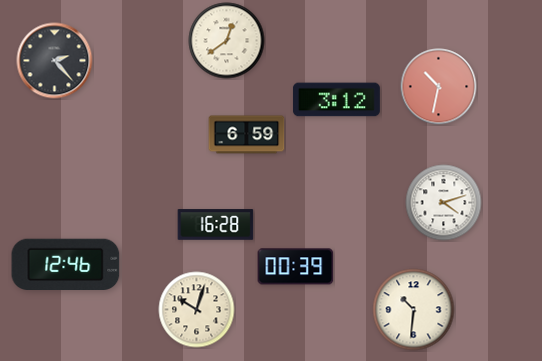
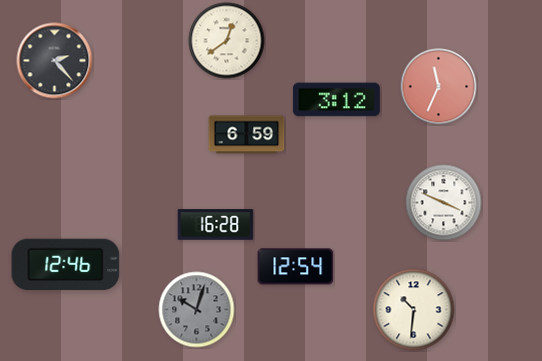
clock at (439, 87): 10:32 -> 11:34
clock at (444, 203): 4:12 -> 3:49
clock at (296, 267): 00:39 -> 12:54
clock at (197, 310) dial: cream -> grey
